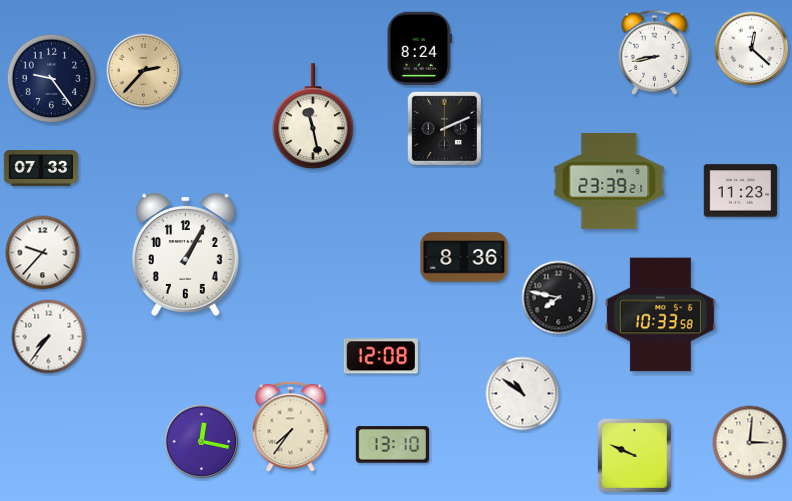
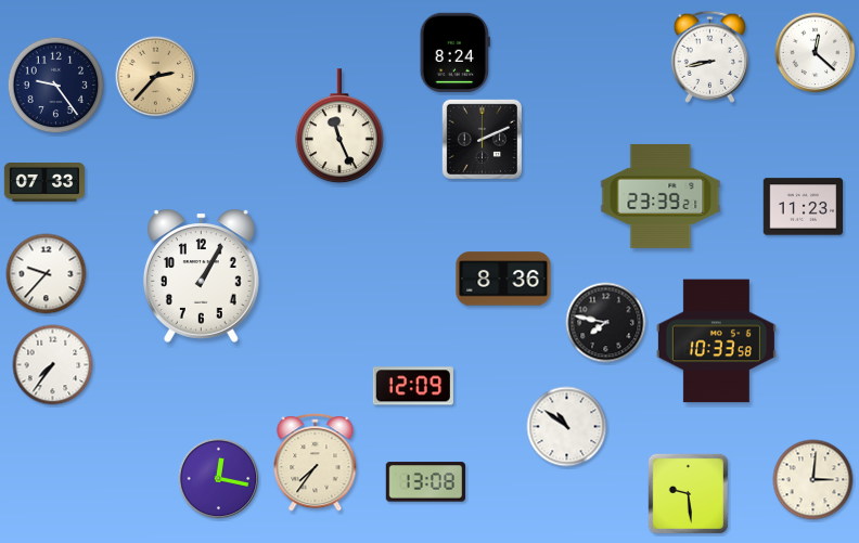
clock at (313, 117): 11:28 -> 11:26
clock at (381, 356): 12:08 -> 12:09
clock at (393, 445): 13:10 -> 13:08
clock at (634, 455): 9:49 -> 9:29
